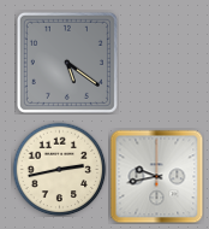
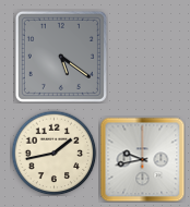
clock at (59, 169): 2:43 -> 1:43
